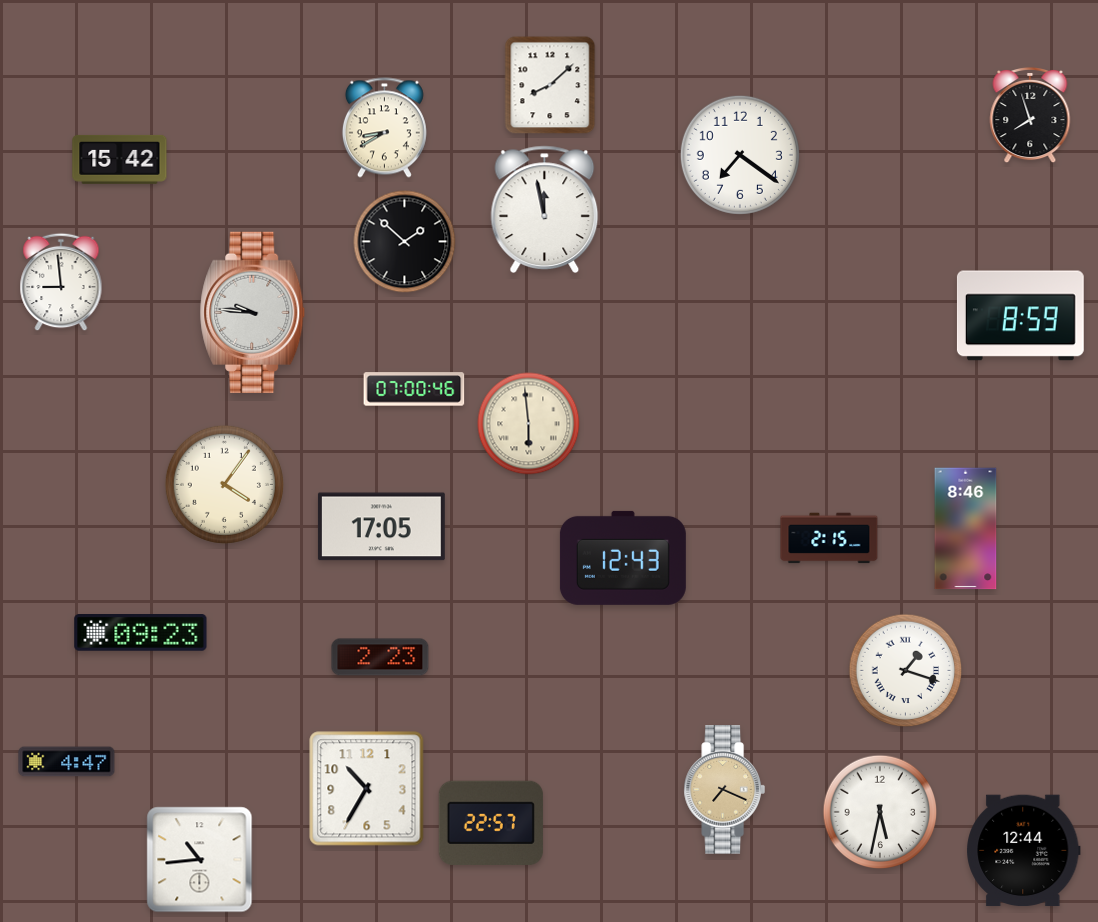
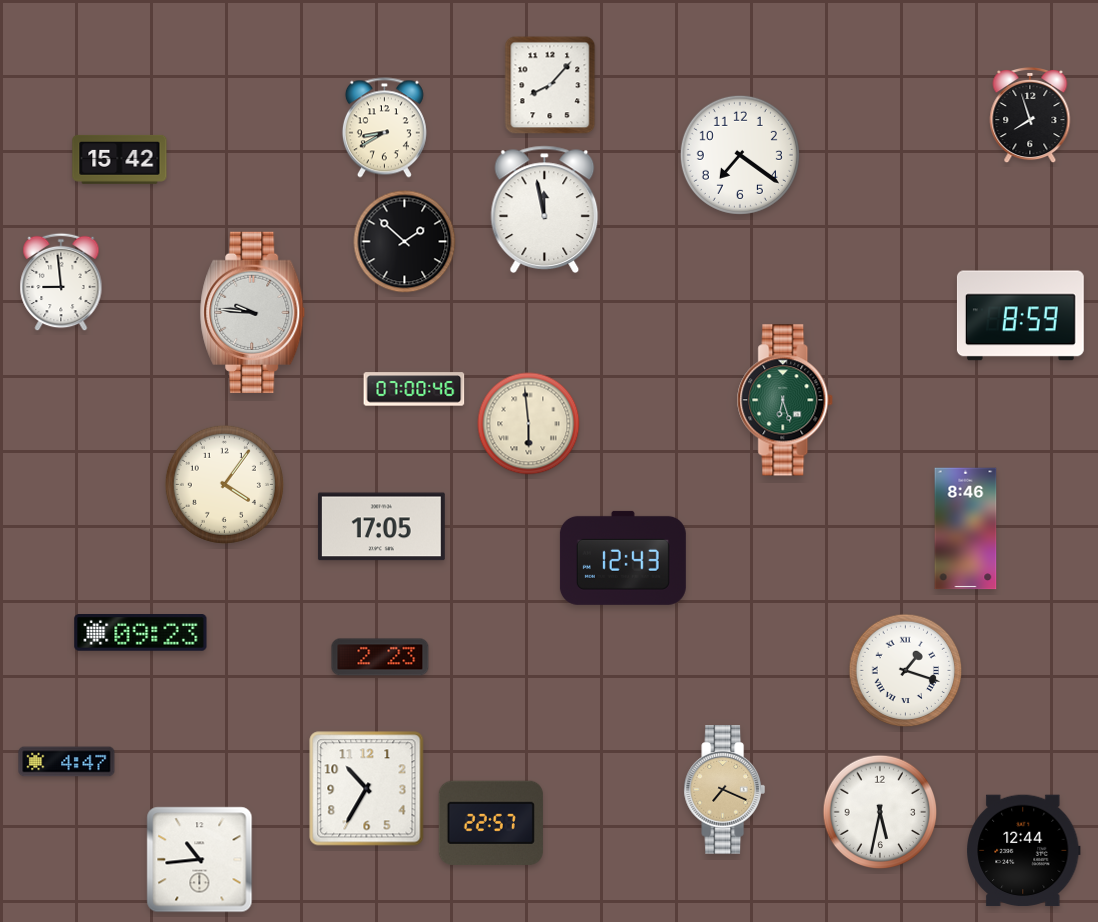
clock at (550, 85): 8:08 -> 8:07
clock at (786, 400): none -> 6:27
clock at (829, 538): 2:15 -> none
